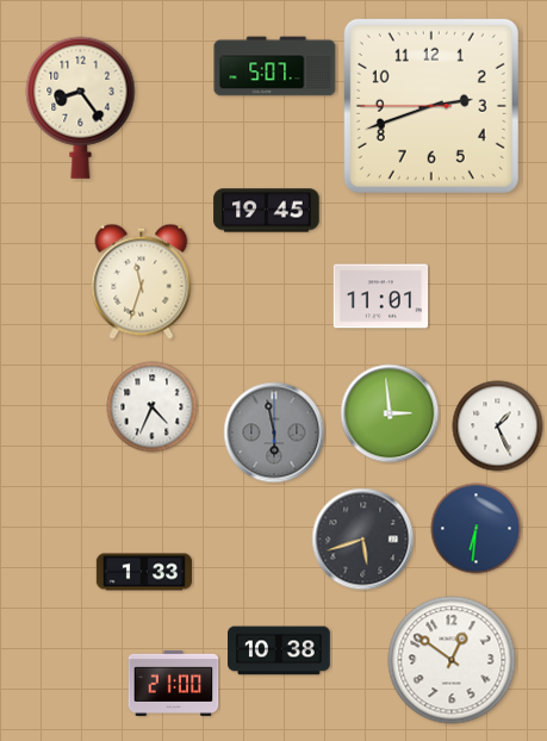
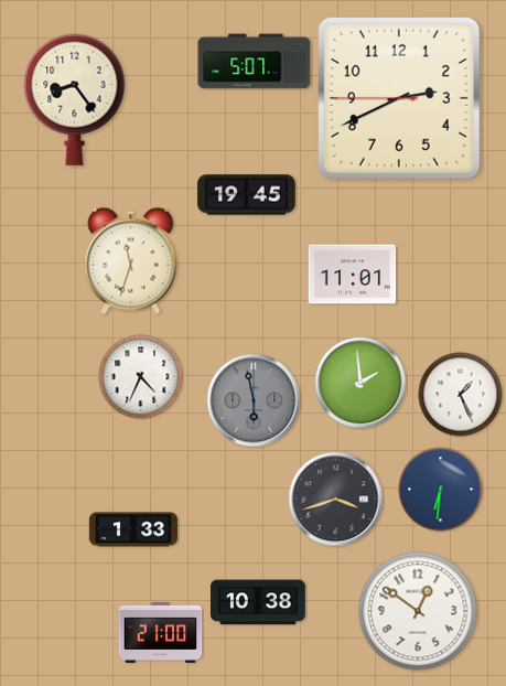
clock at (431, 106): 2:41 -> 2:40
clock at (390, 413): 2:59 -> 1:59
clock at (363, 540): 5:42 -> 3:42
